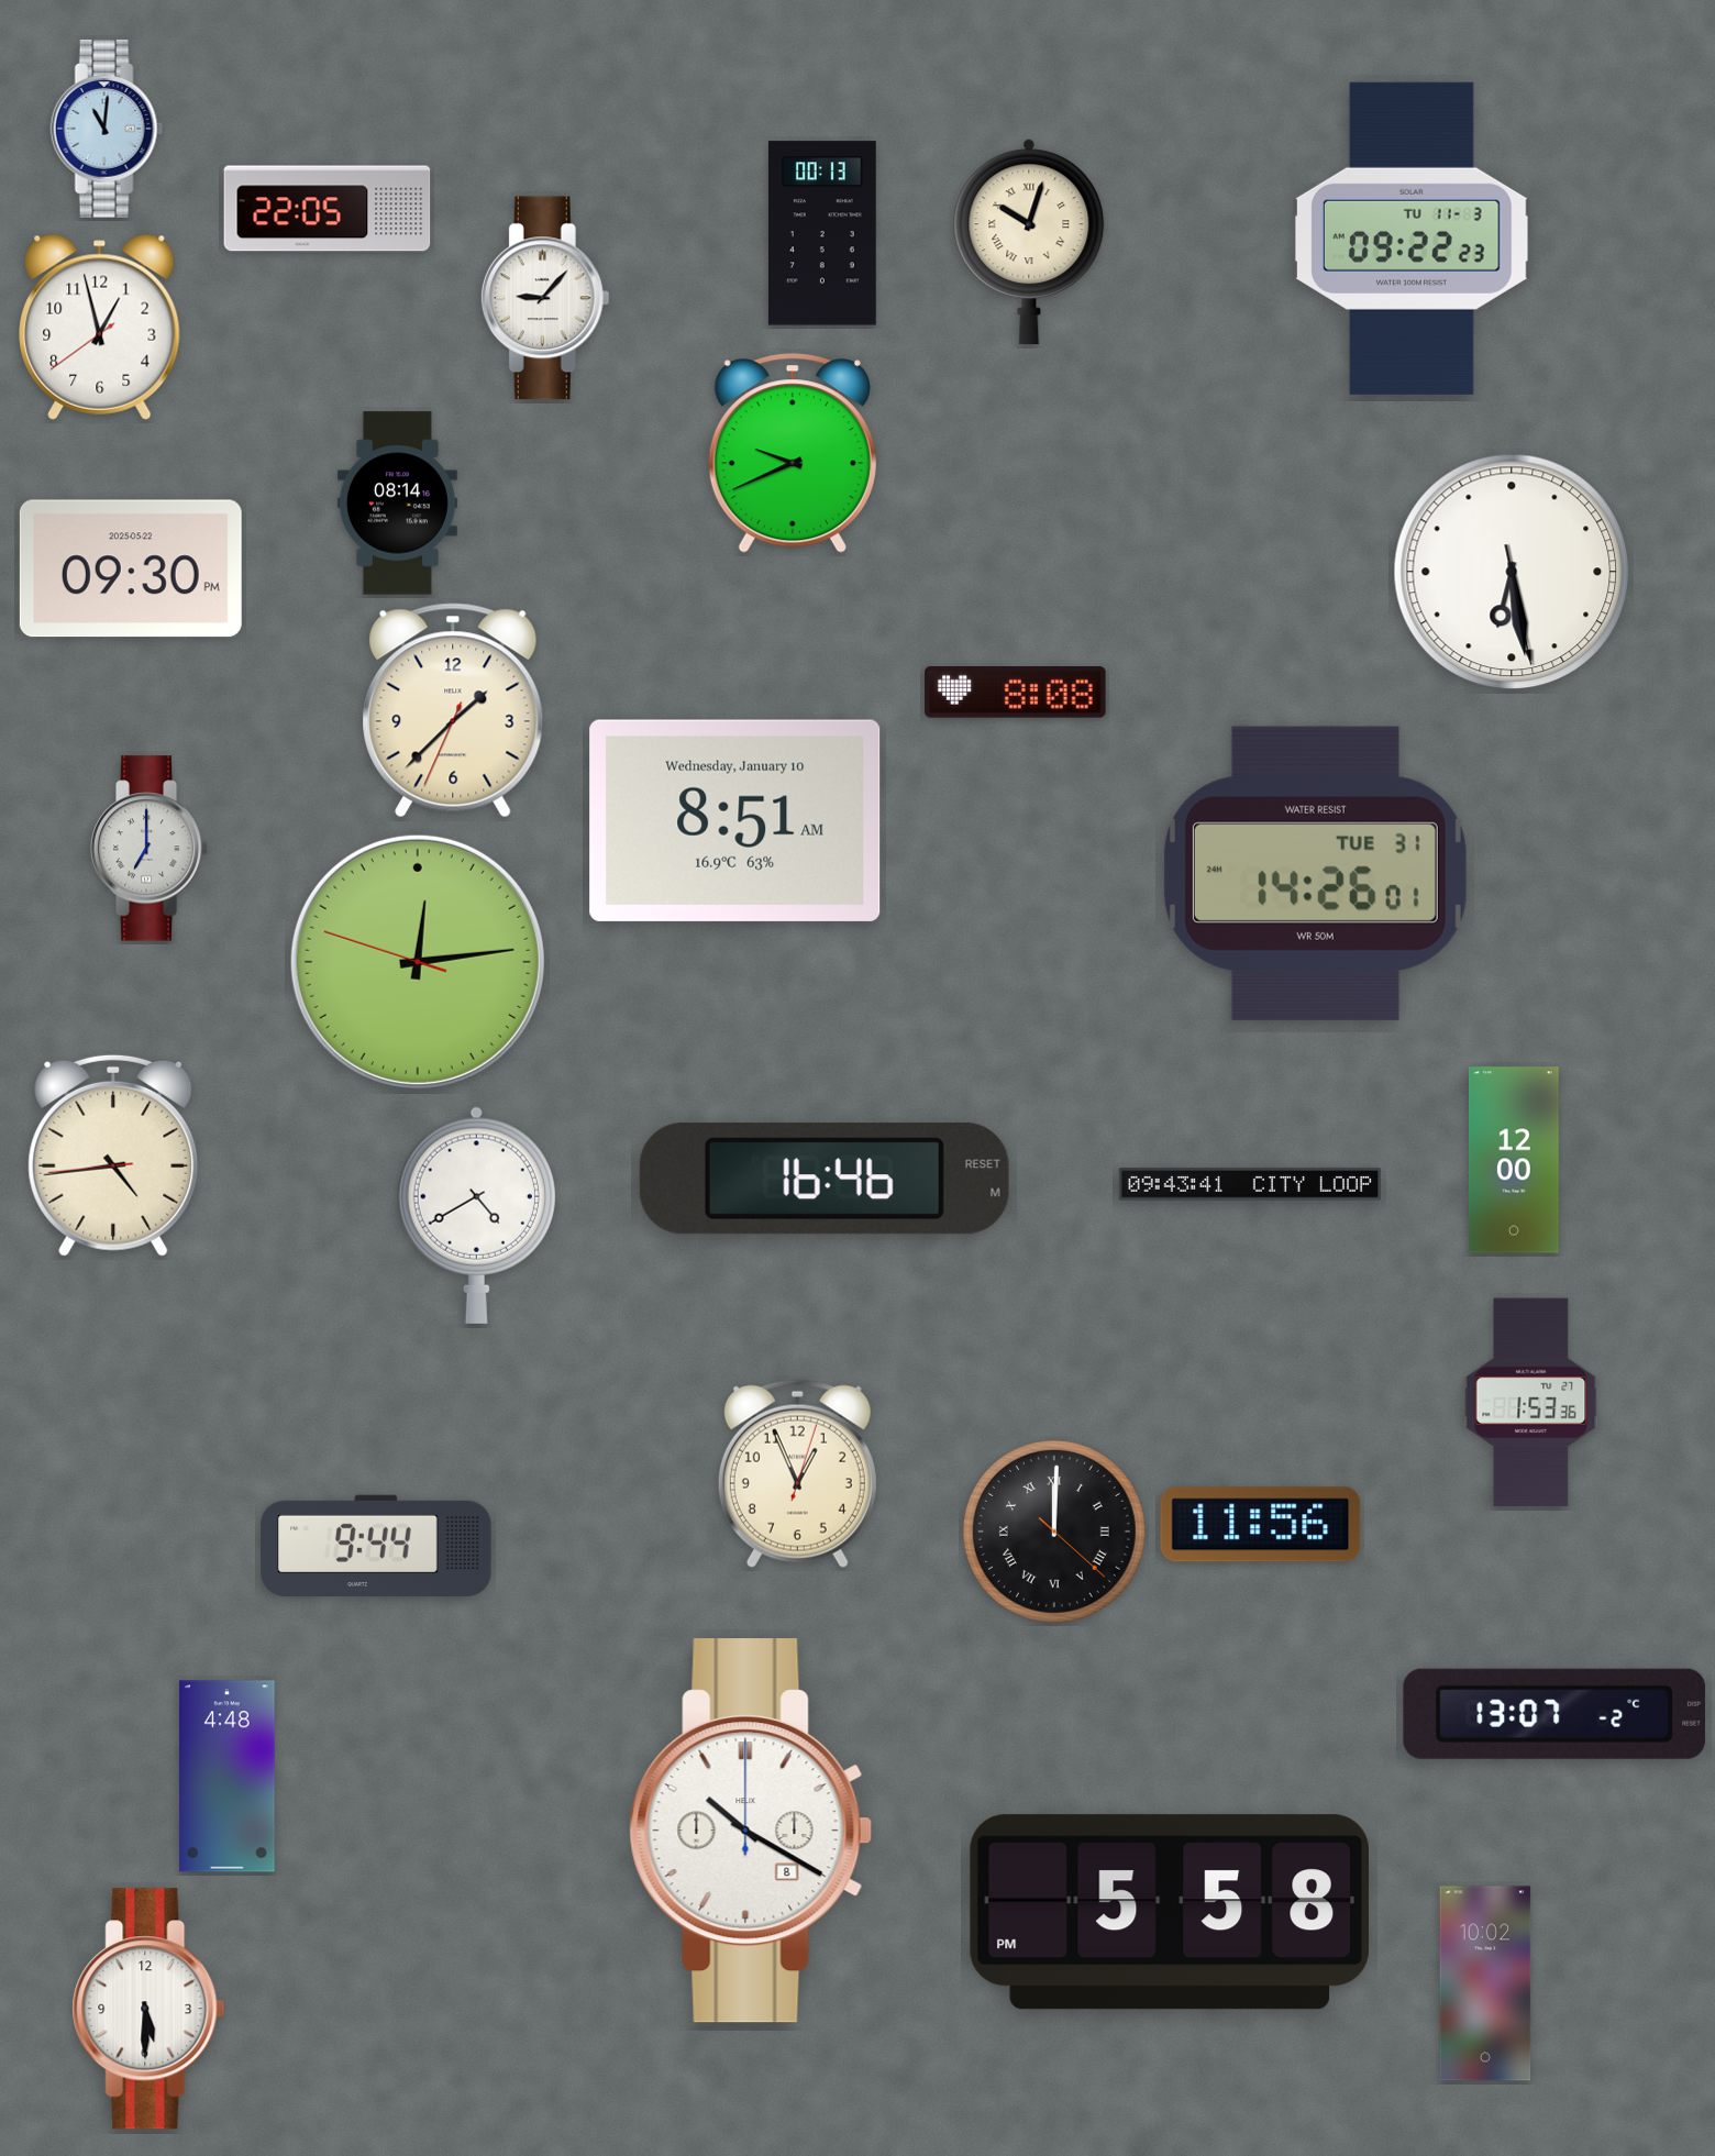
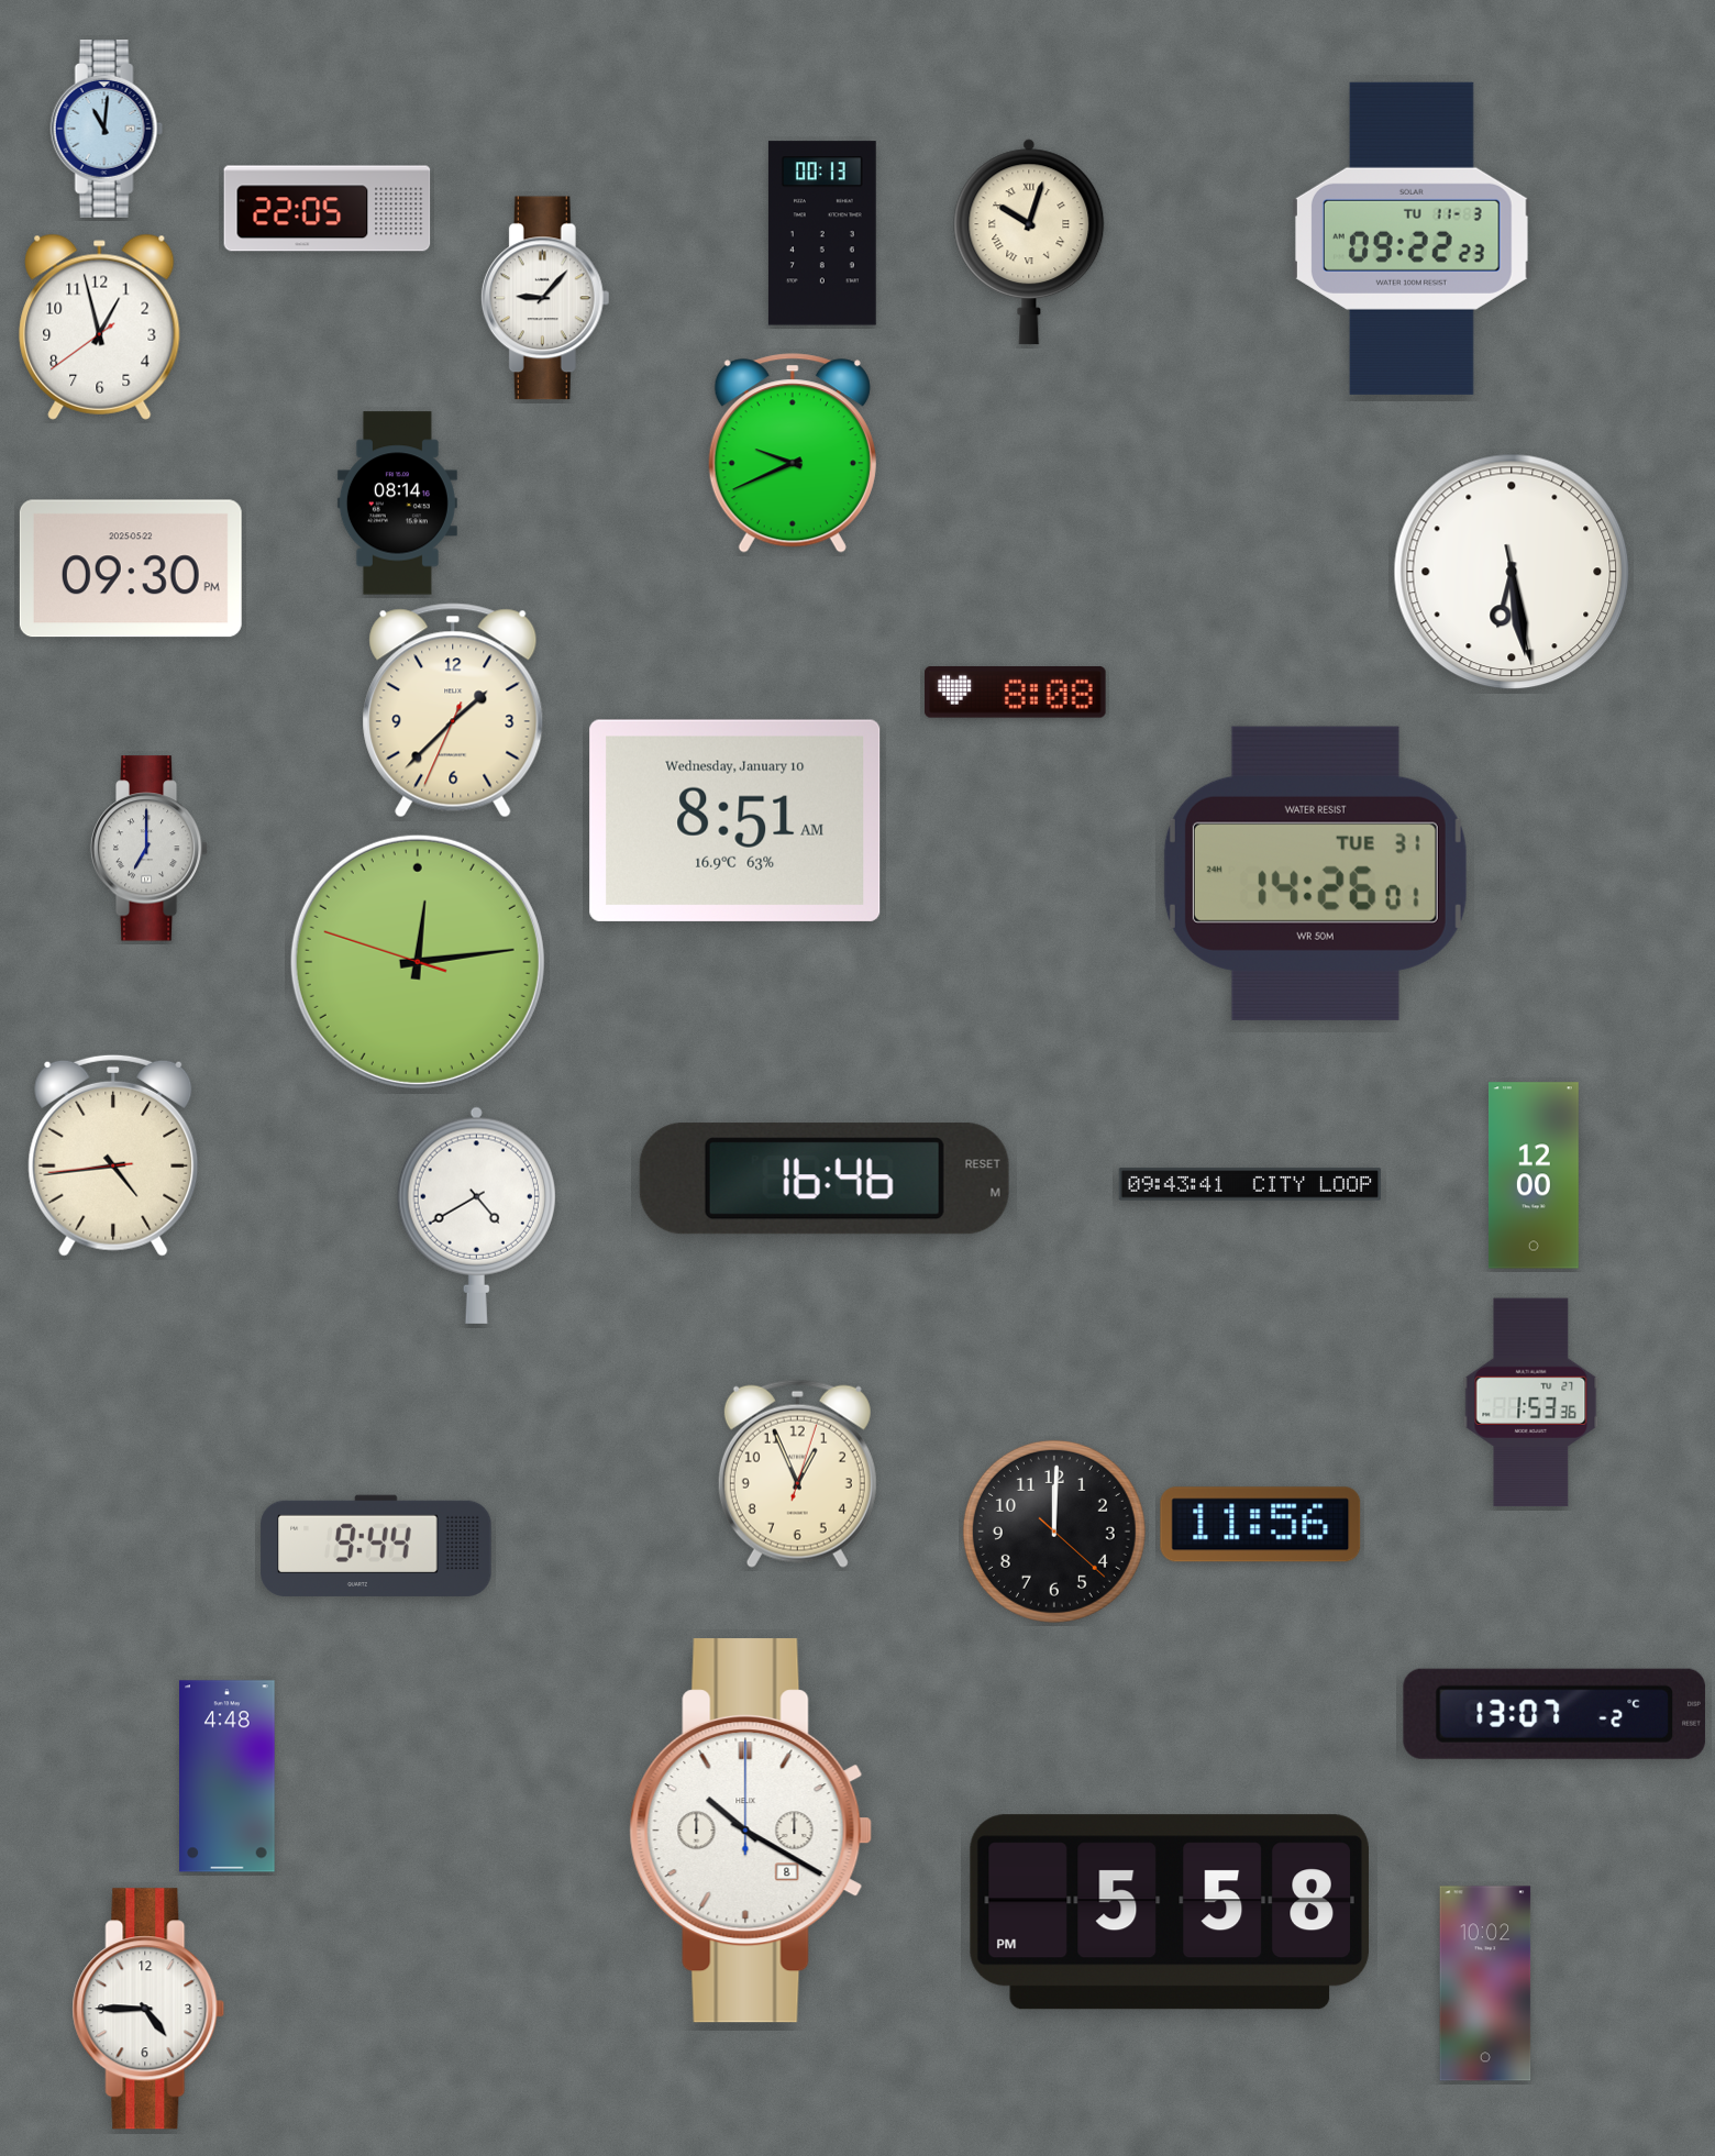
clock at (1514, 1160) position: (1514, 1160) -> (1534, 1175)
clock at (1054, 1532) numerals: Roman -> Arabic
clock at (148, 2009): 5:30 -> 4:45
